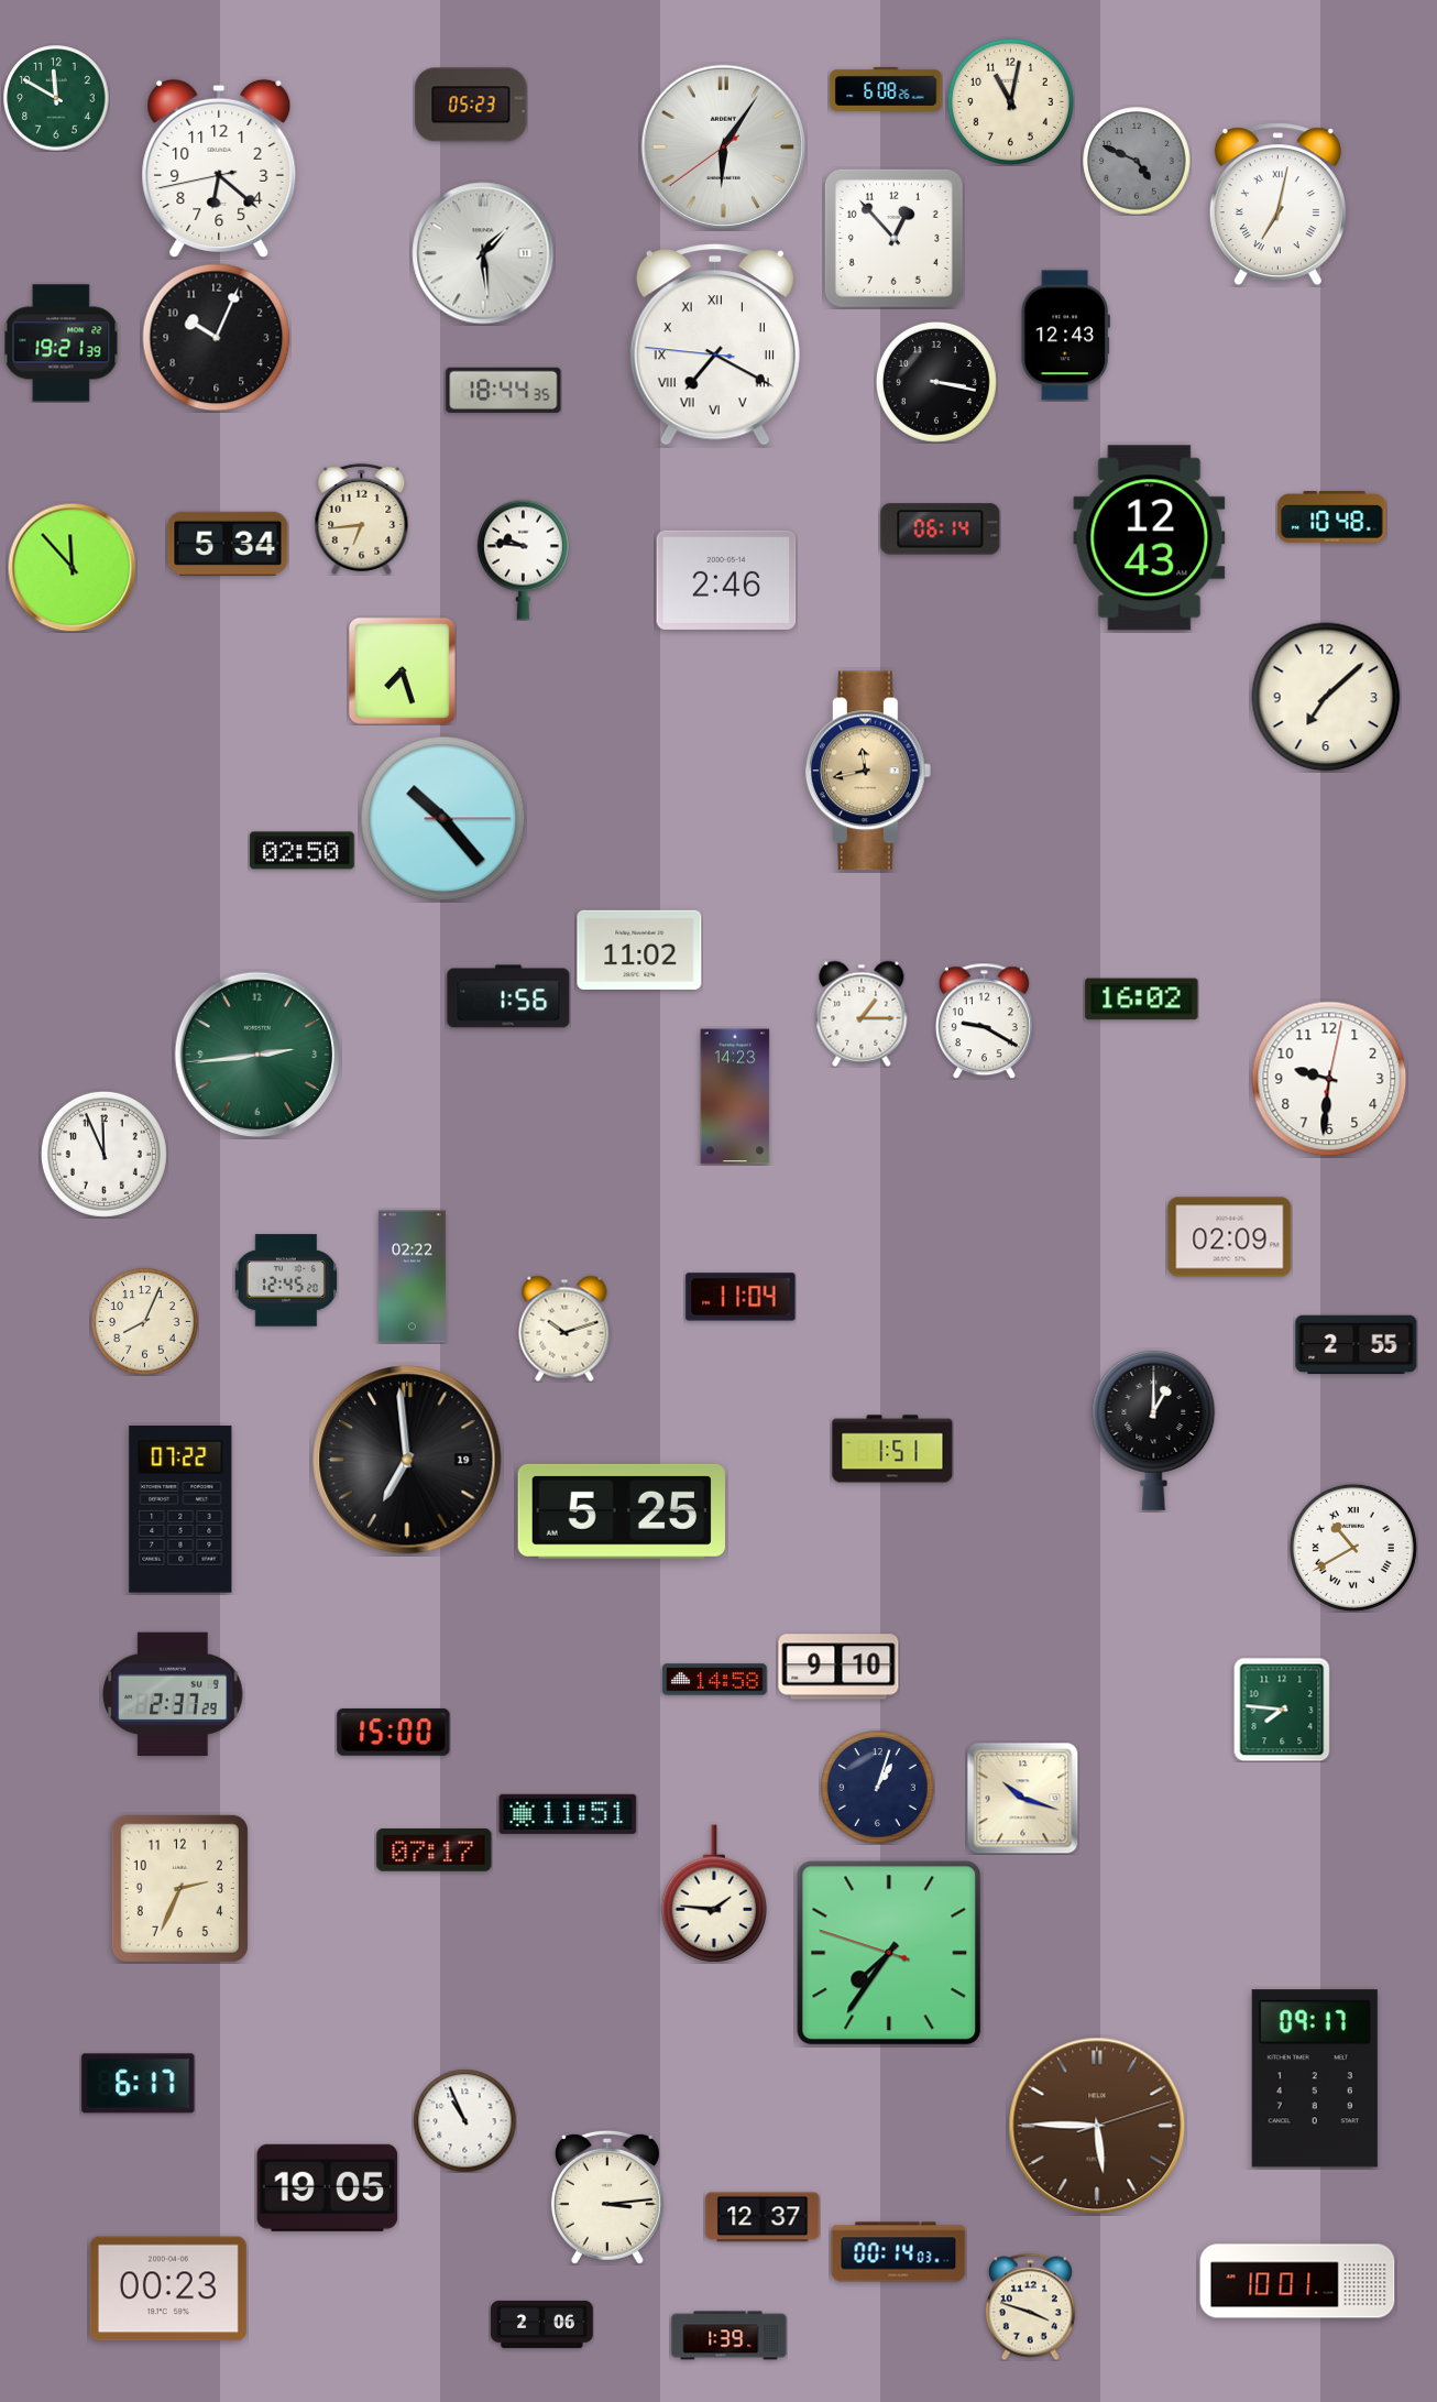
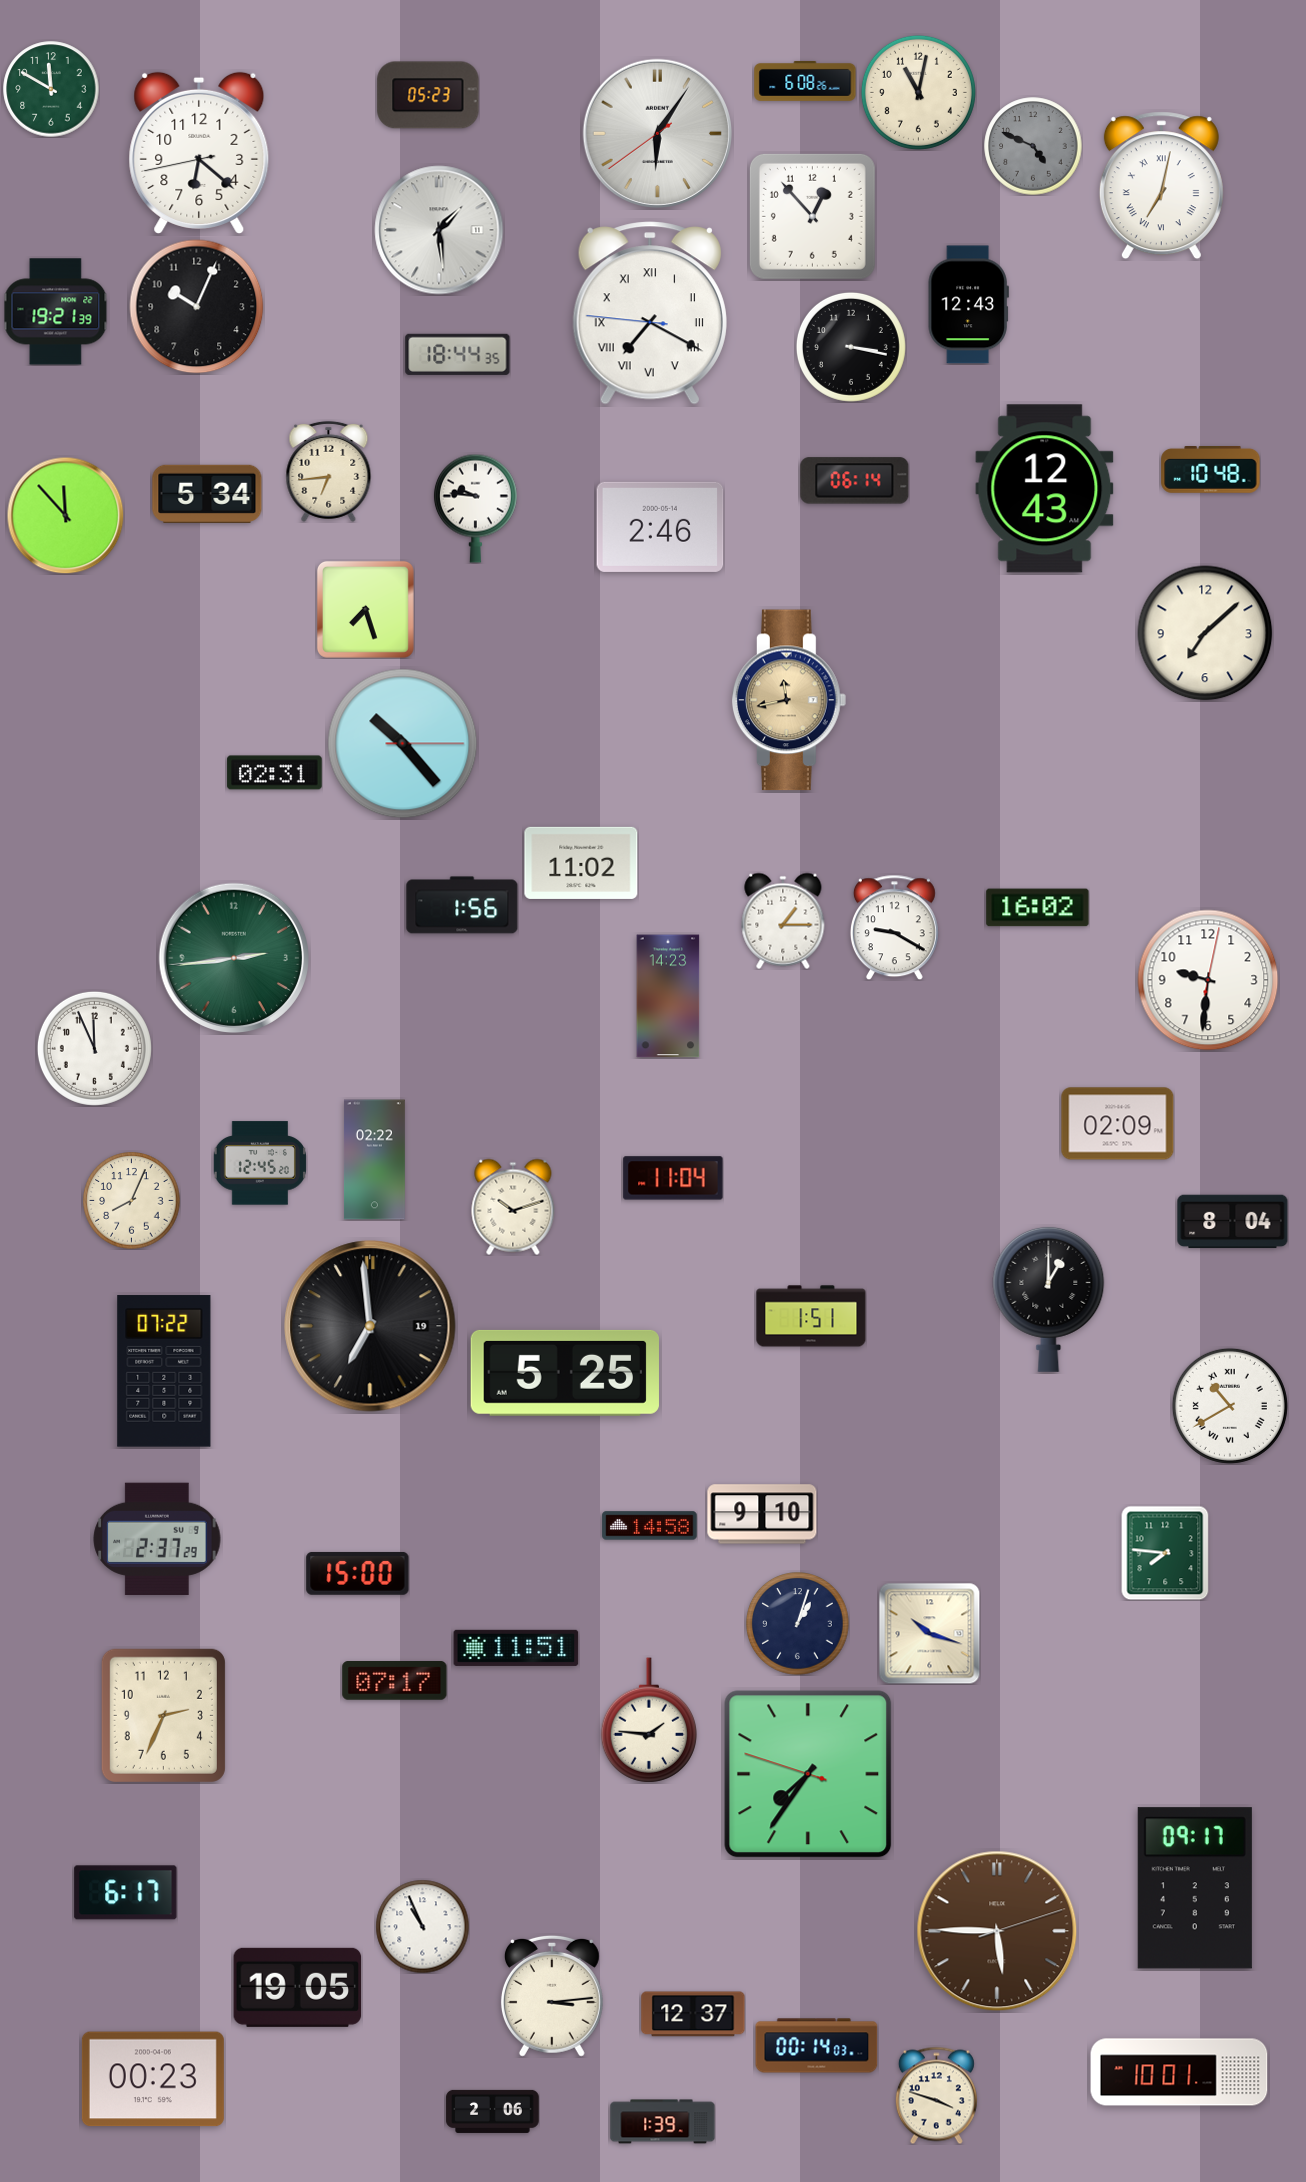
clock at (303, 851): 02:50 -> 02:31
clock at (1357, 1345): 2:55 -> 8:04
